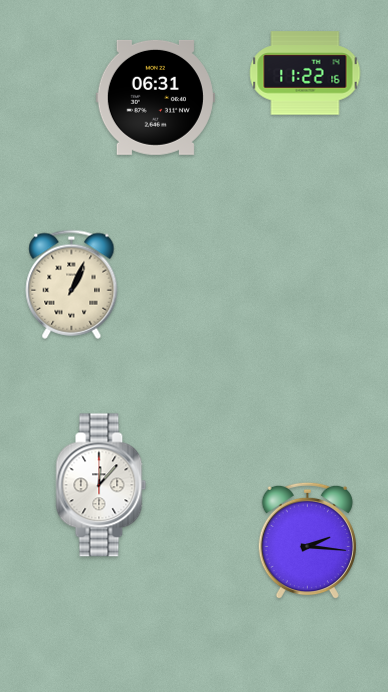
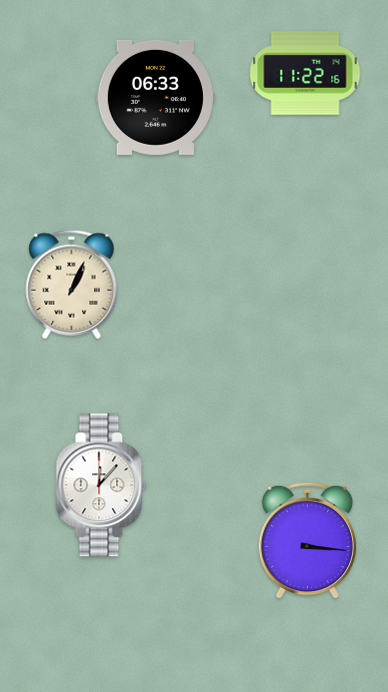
clock at (155, 97): 06:31 -> 06:33
clock at (307, 541): 2:16 -> 3:16
